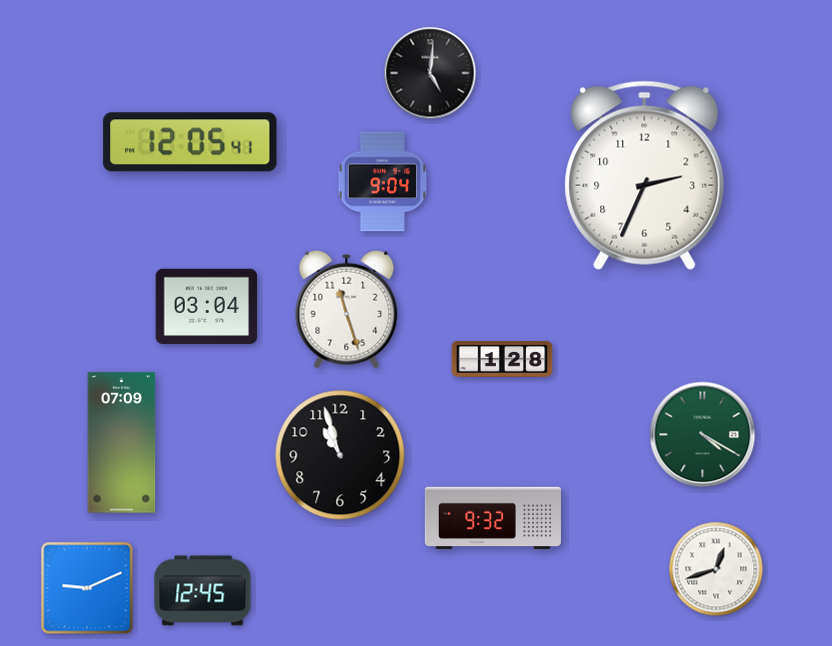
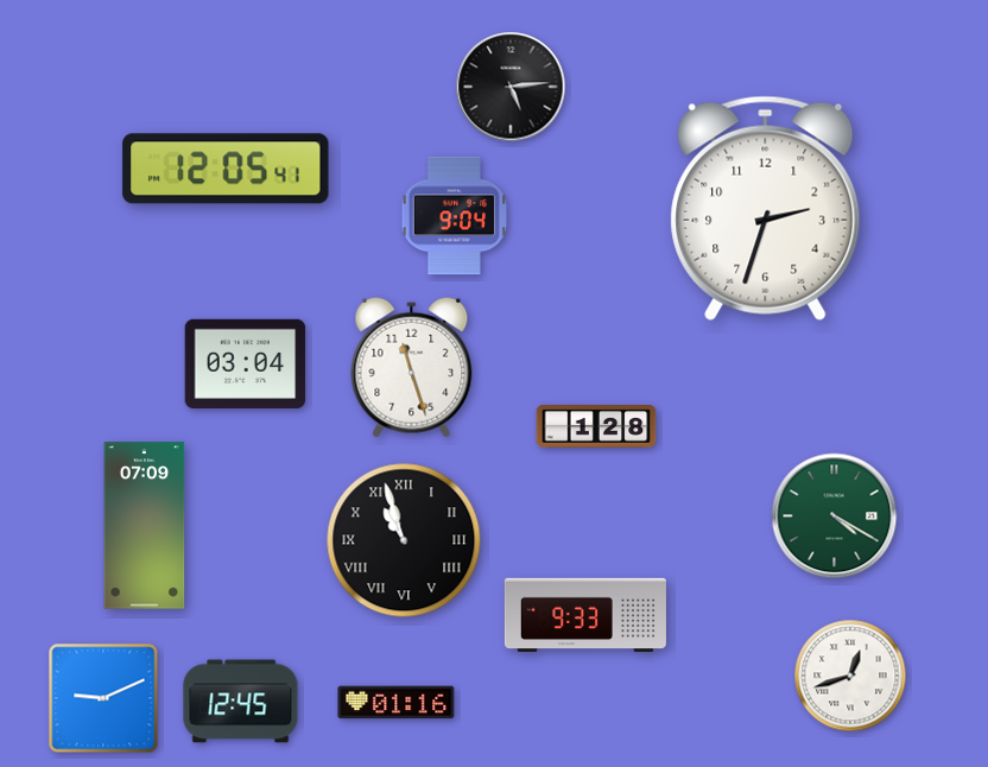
clock at (430, 73): 5:01 -> 5:14
clock at (645, 175): 2:34 -> 2:33
clock at (340, 455) numerals: Arabic -> Roman
clock at (493, 517): 9:32 -> 9:33
clock at (397, 703): none -> 01:16
